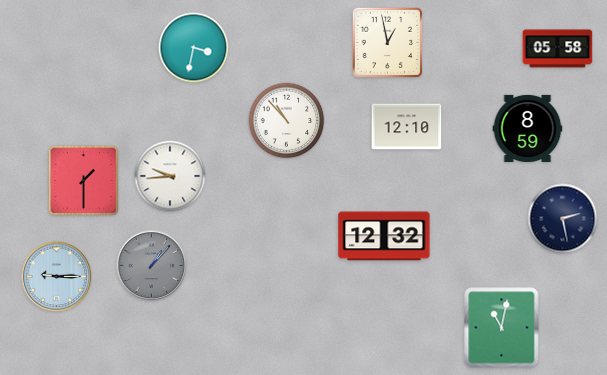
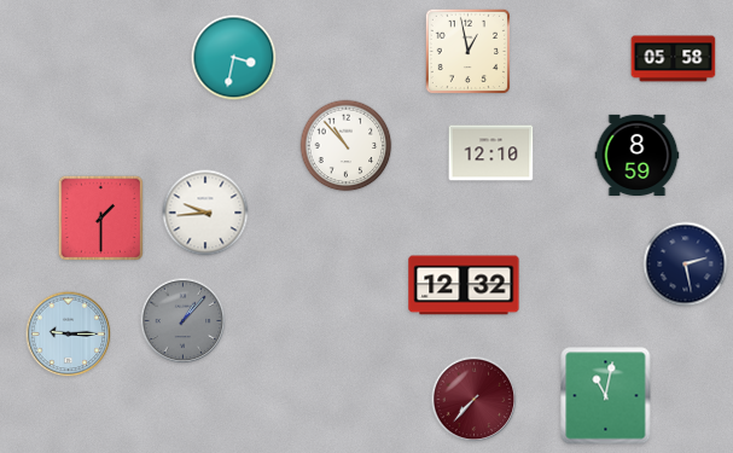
clock at (563, 219) position: (563, 219) -> (686, 265)
clock at (475, 400): none -> 7:37
